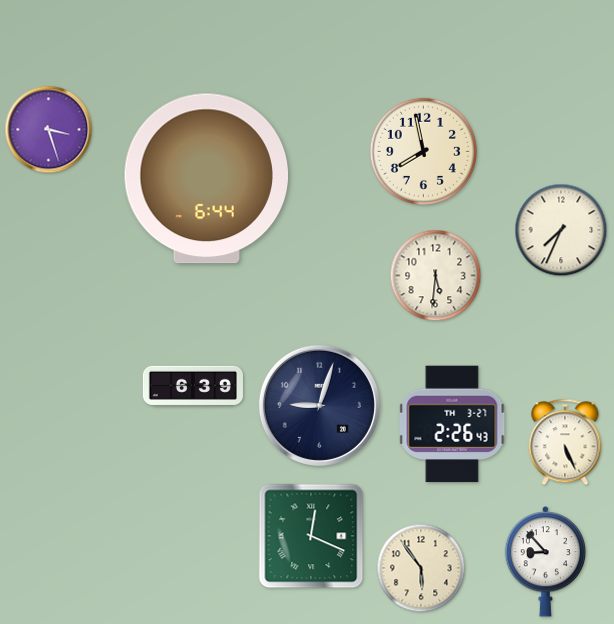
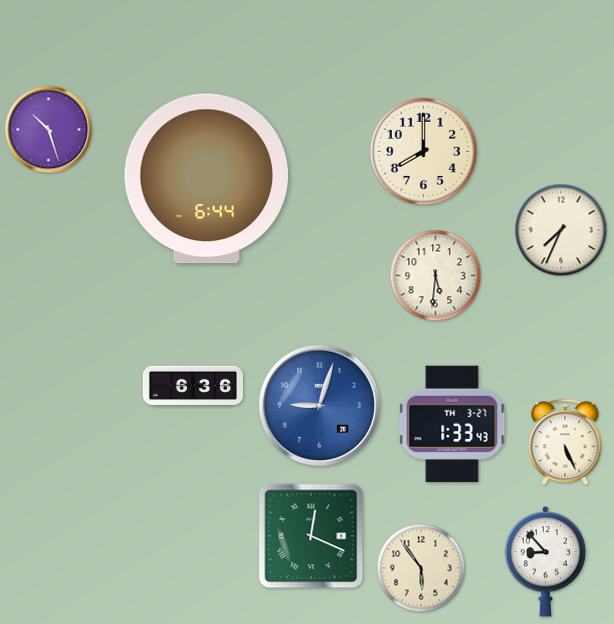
clock at (49, 130): 3:27 -> 10:27
clock at (423, 151): 7:58 -> 8:00
clock at (193, 386): 6:39 -> 6:36
clock at (319, 405) dial: navy -> blue
clock at (452, 424): 2:26 -> 1:33
